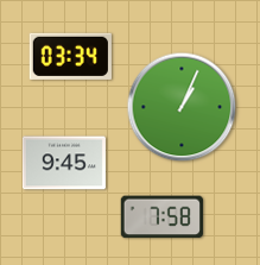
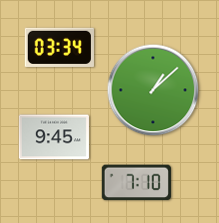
clock at (182, 107): 1:04 -> 1:08
clock at (161, 217): 7:58 -> 7:10
